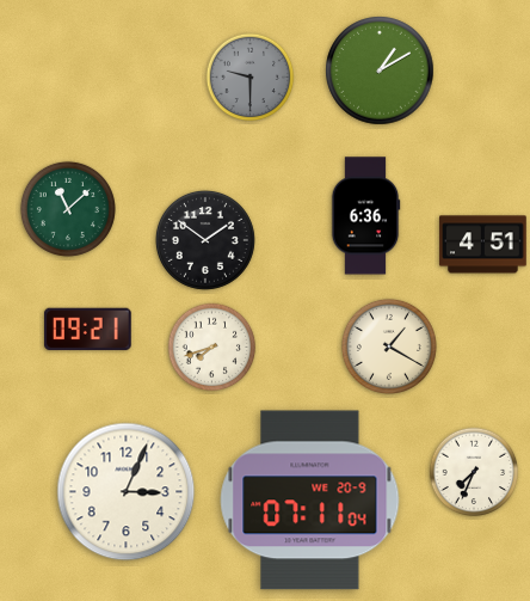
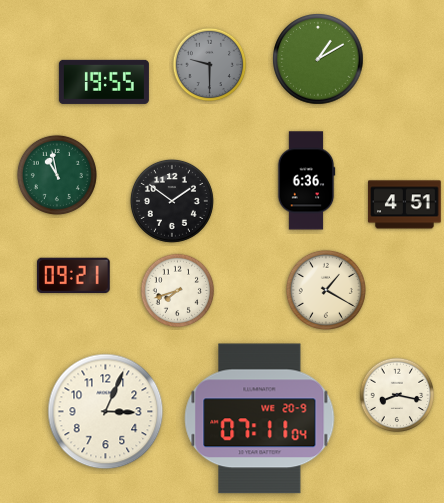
clock at (104, 82): none -> 19:55
clock at (68, 209): 11:08 -> 10:58
clock at (474, 472): 7:34 -> 8:17
